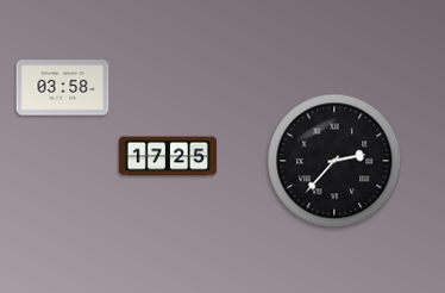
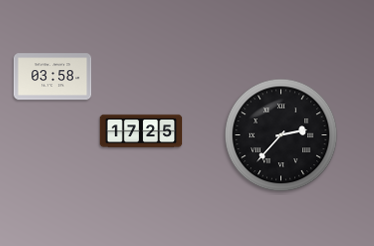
clock at (63, 88) position: (63, 88) -> (53, 77)
